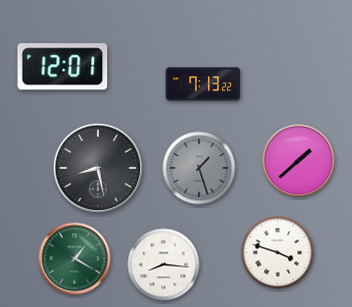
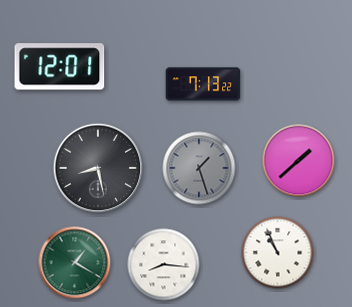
clock at (63, 67) position: (63, 67) -> (60, 67)
clock at (278, 253): 3:48 -> 10:56
clock at (75, 259) position: (75, 259) -> (75, 263)
